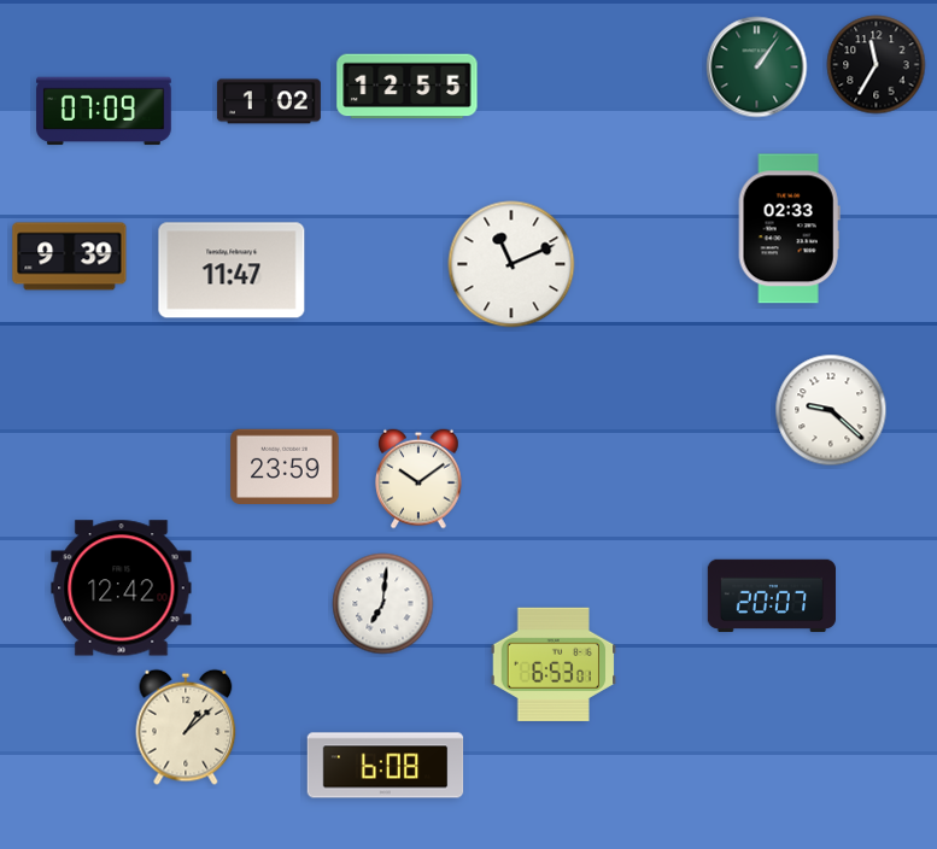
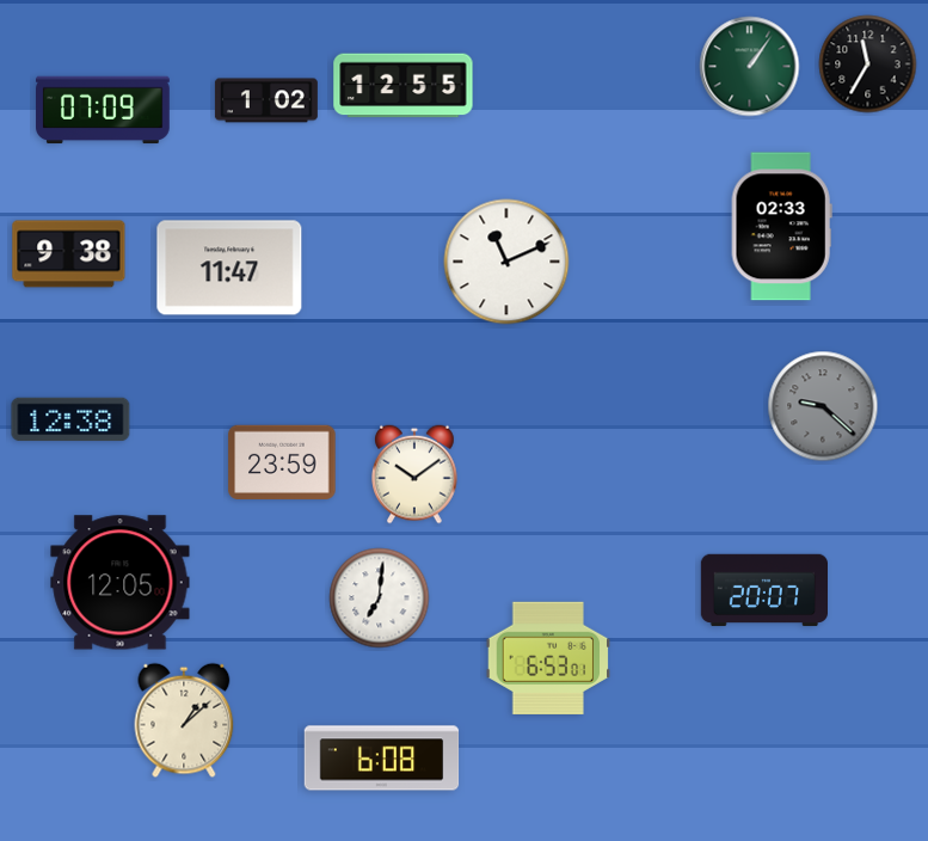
clock at (70, 257): 9:39 -> 9:38
clock at (831, 410) dial: white -> grey
clock at (70, 419): none -> 12:38
clock at (122, 589): 12:42 -> 12:05
